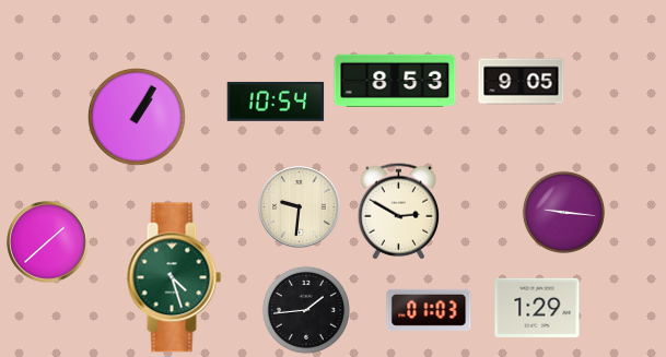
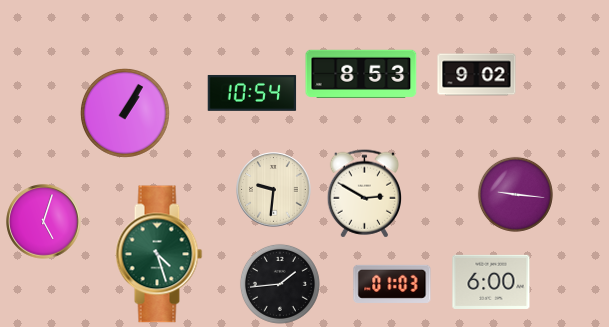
clock at (522, 82): 9:05 -> 9:02
clock at (138, 118) position: (138, 118) -> (126, 114)
clock at (48, 242): 1:38 -> 5:03
clock at (537, 308): 1:29 -> 6:00
